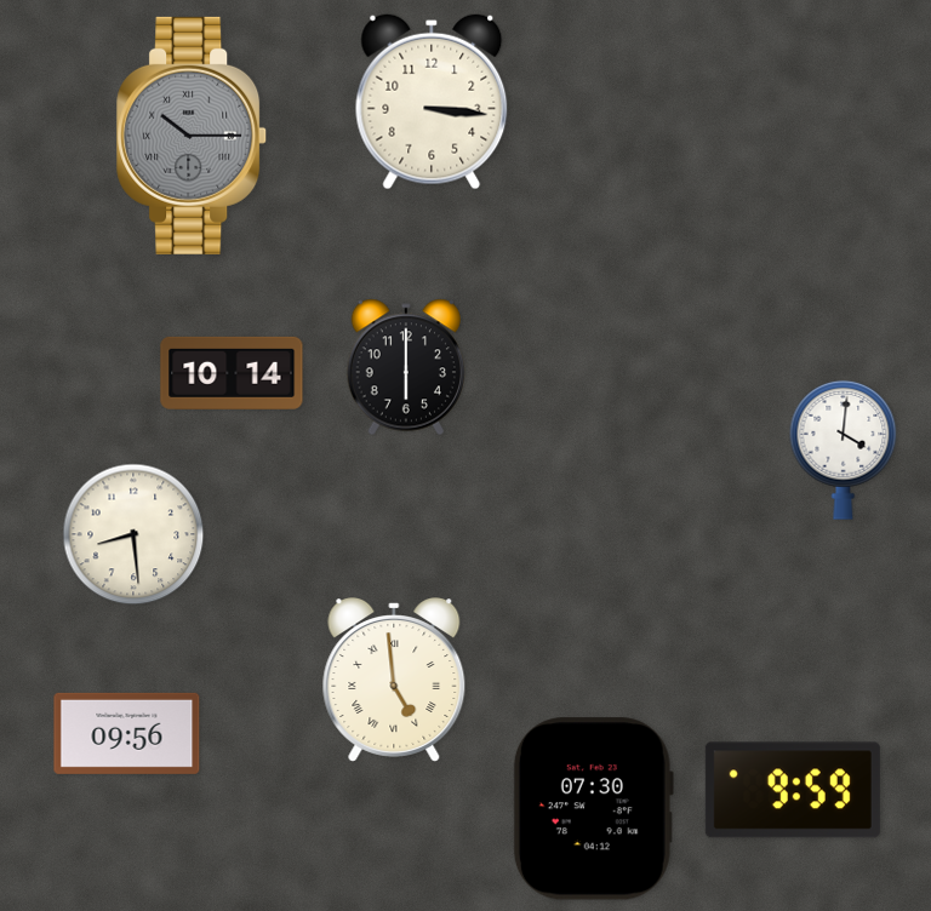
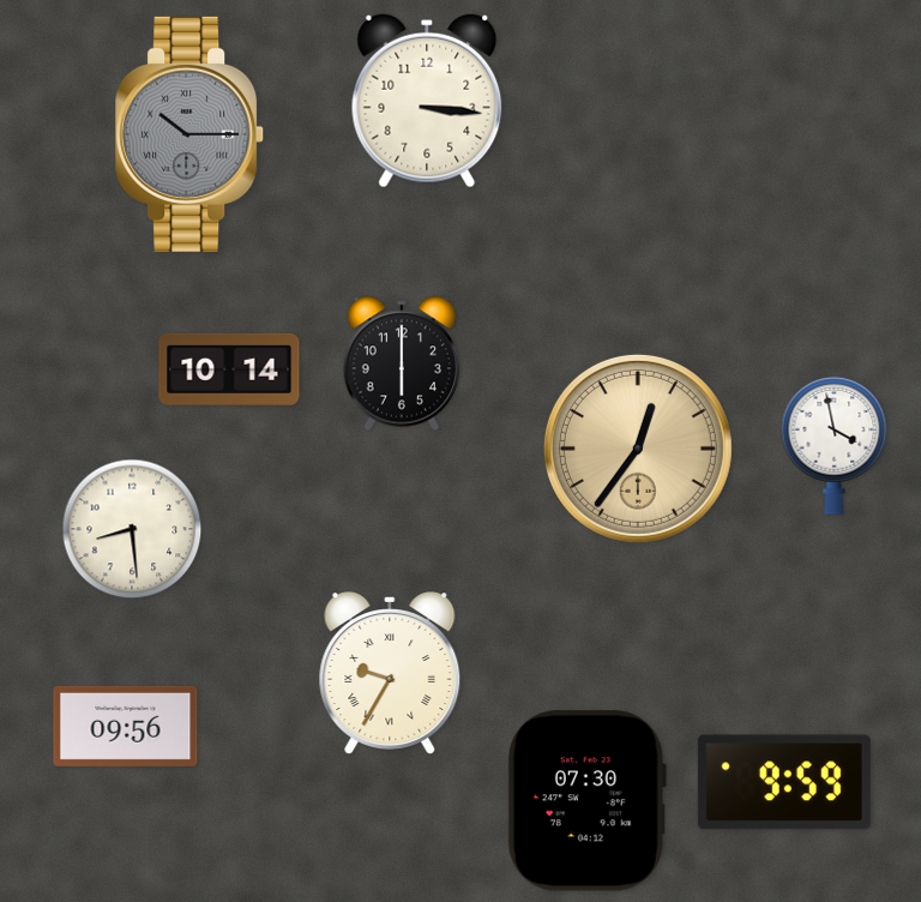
clock at (844, 449): 4:01 -> 3:58
clock at (638, 449): none -> 12:36
clock at (394, 681): 4:59 -> 9:35
